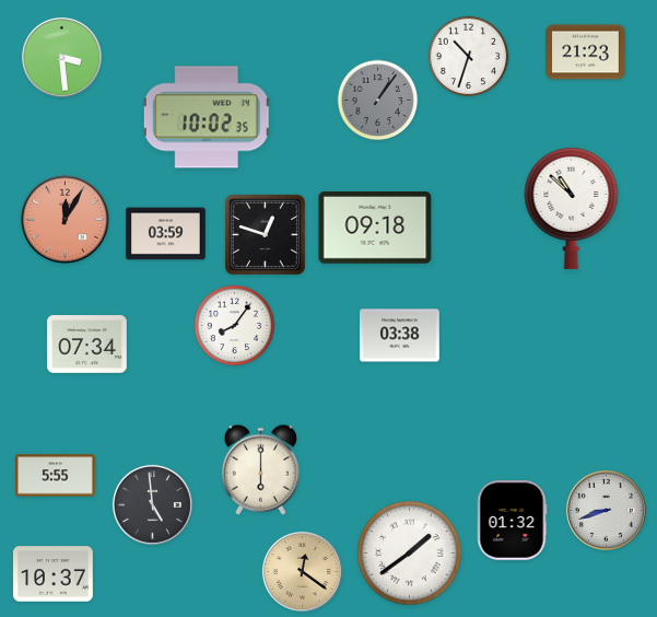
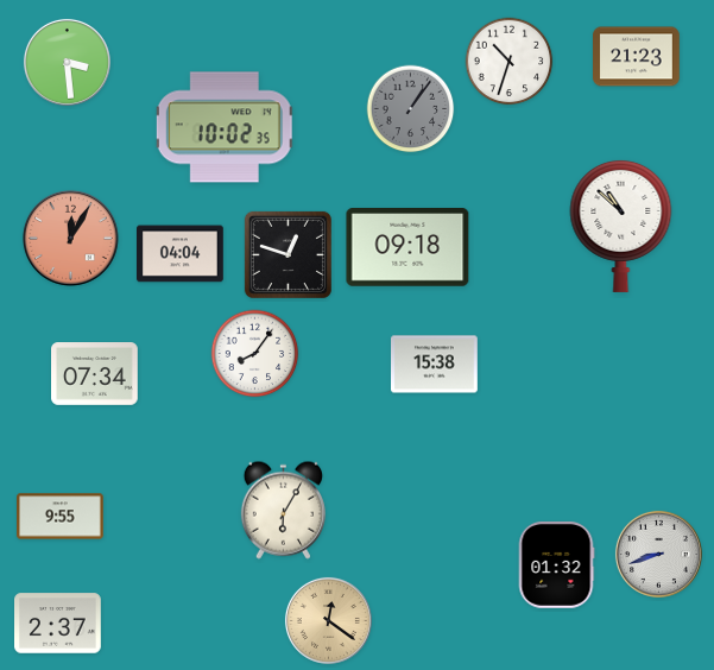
clock at (166, 234): 03:59 -> 04:04
clock at (400, 336): 03:38 -> 15:38
clock at (260, 469): 6:00 -> 6:05
clock at (56, 476): 5:55 -> 9:55
clock at (152, 504): 4:59 -> none
clock at (410, 554): 1:39 -> none
clock at (54, 574): 10:37 -> 2:37
